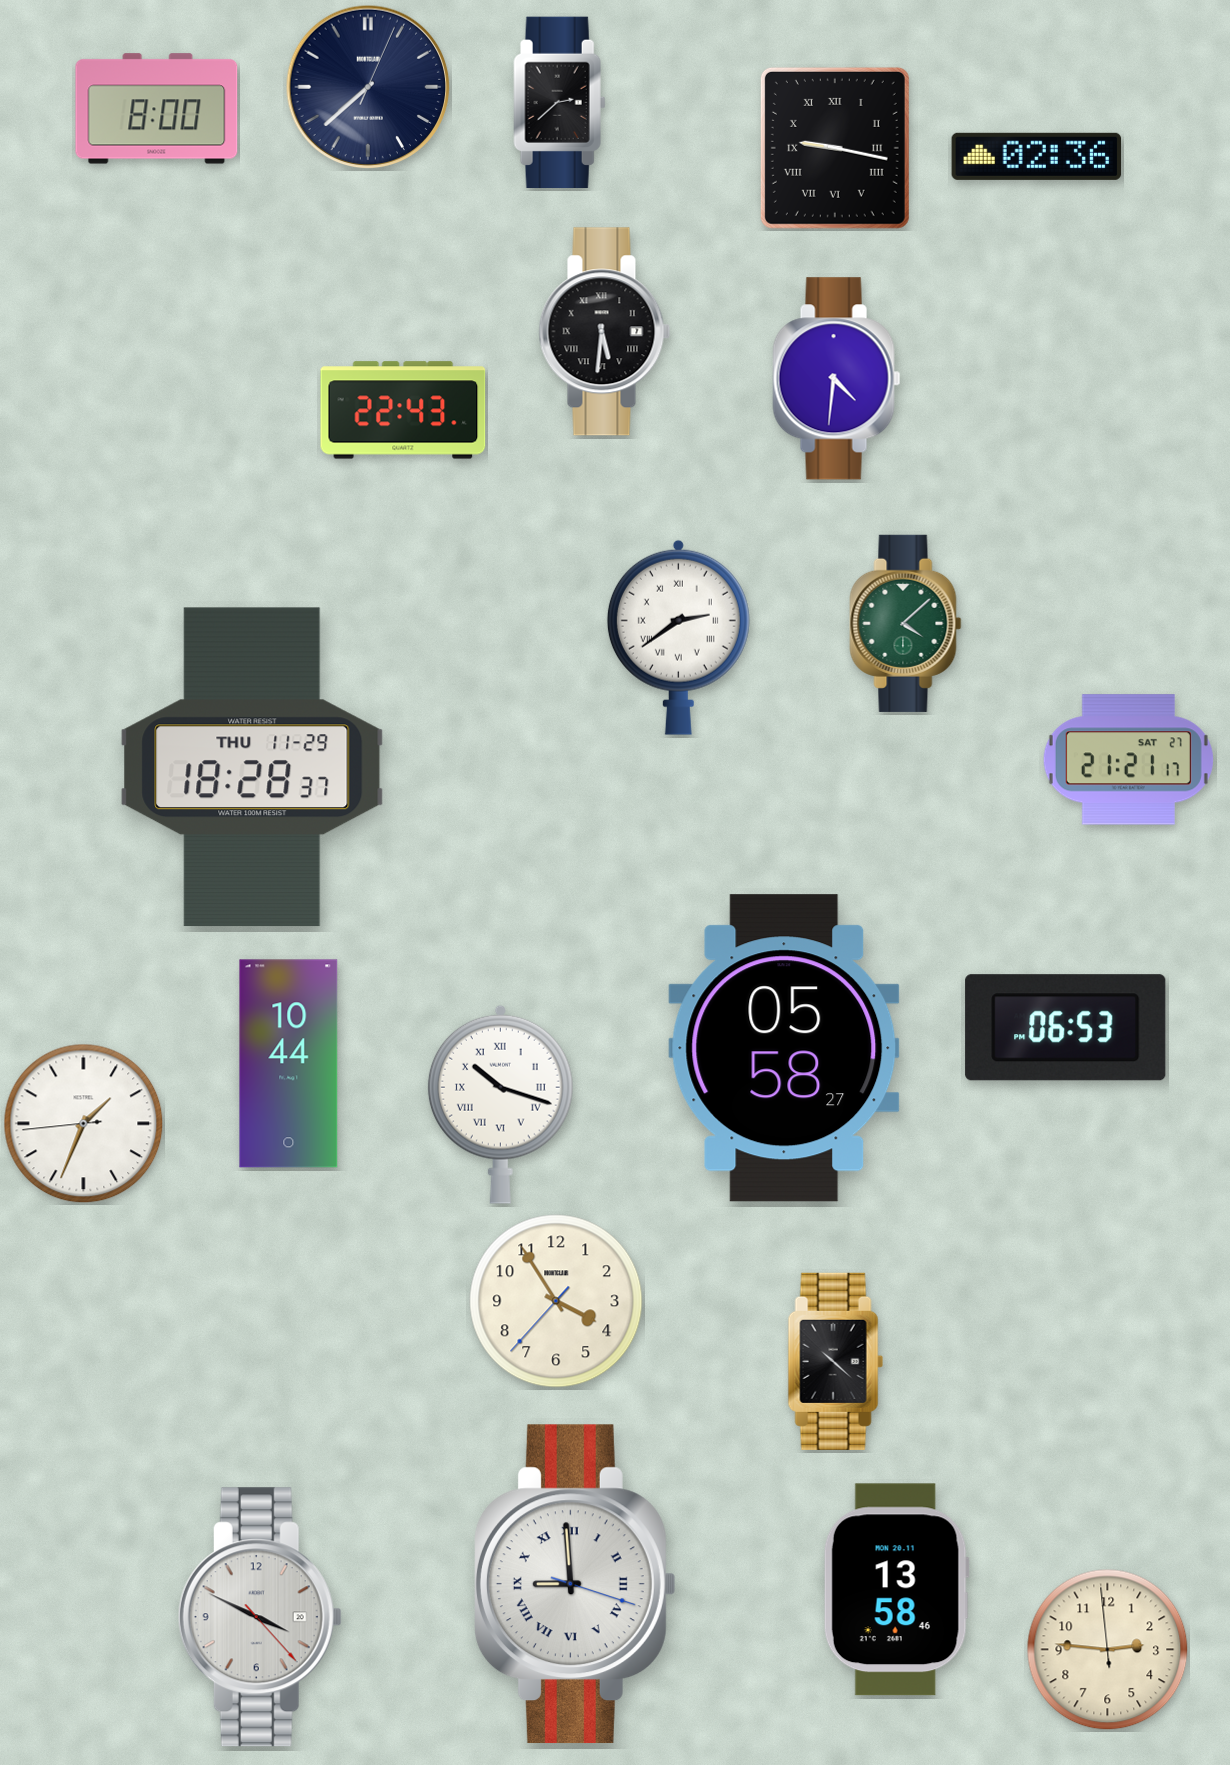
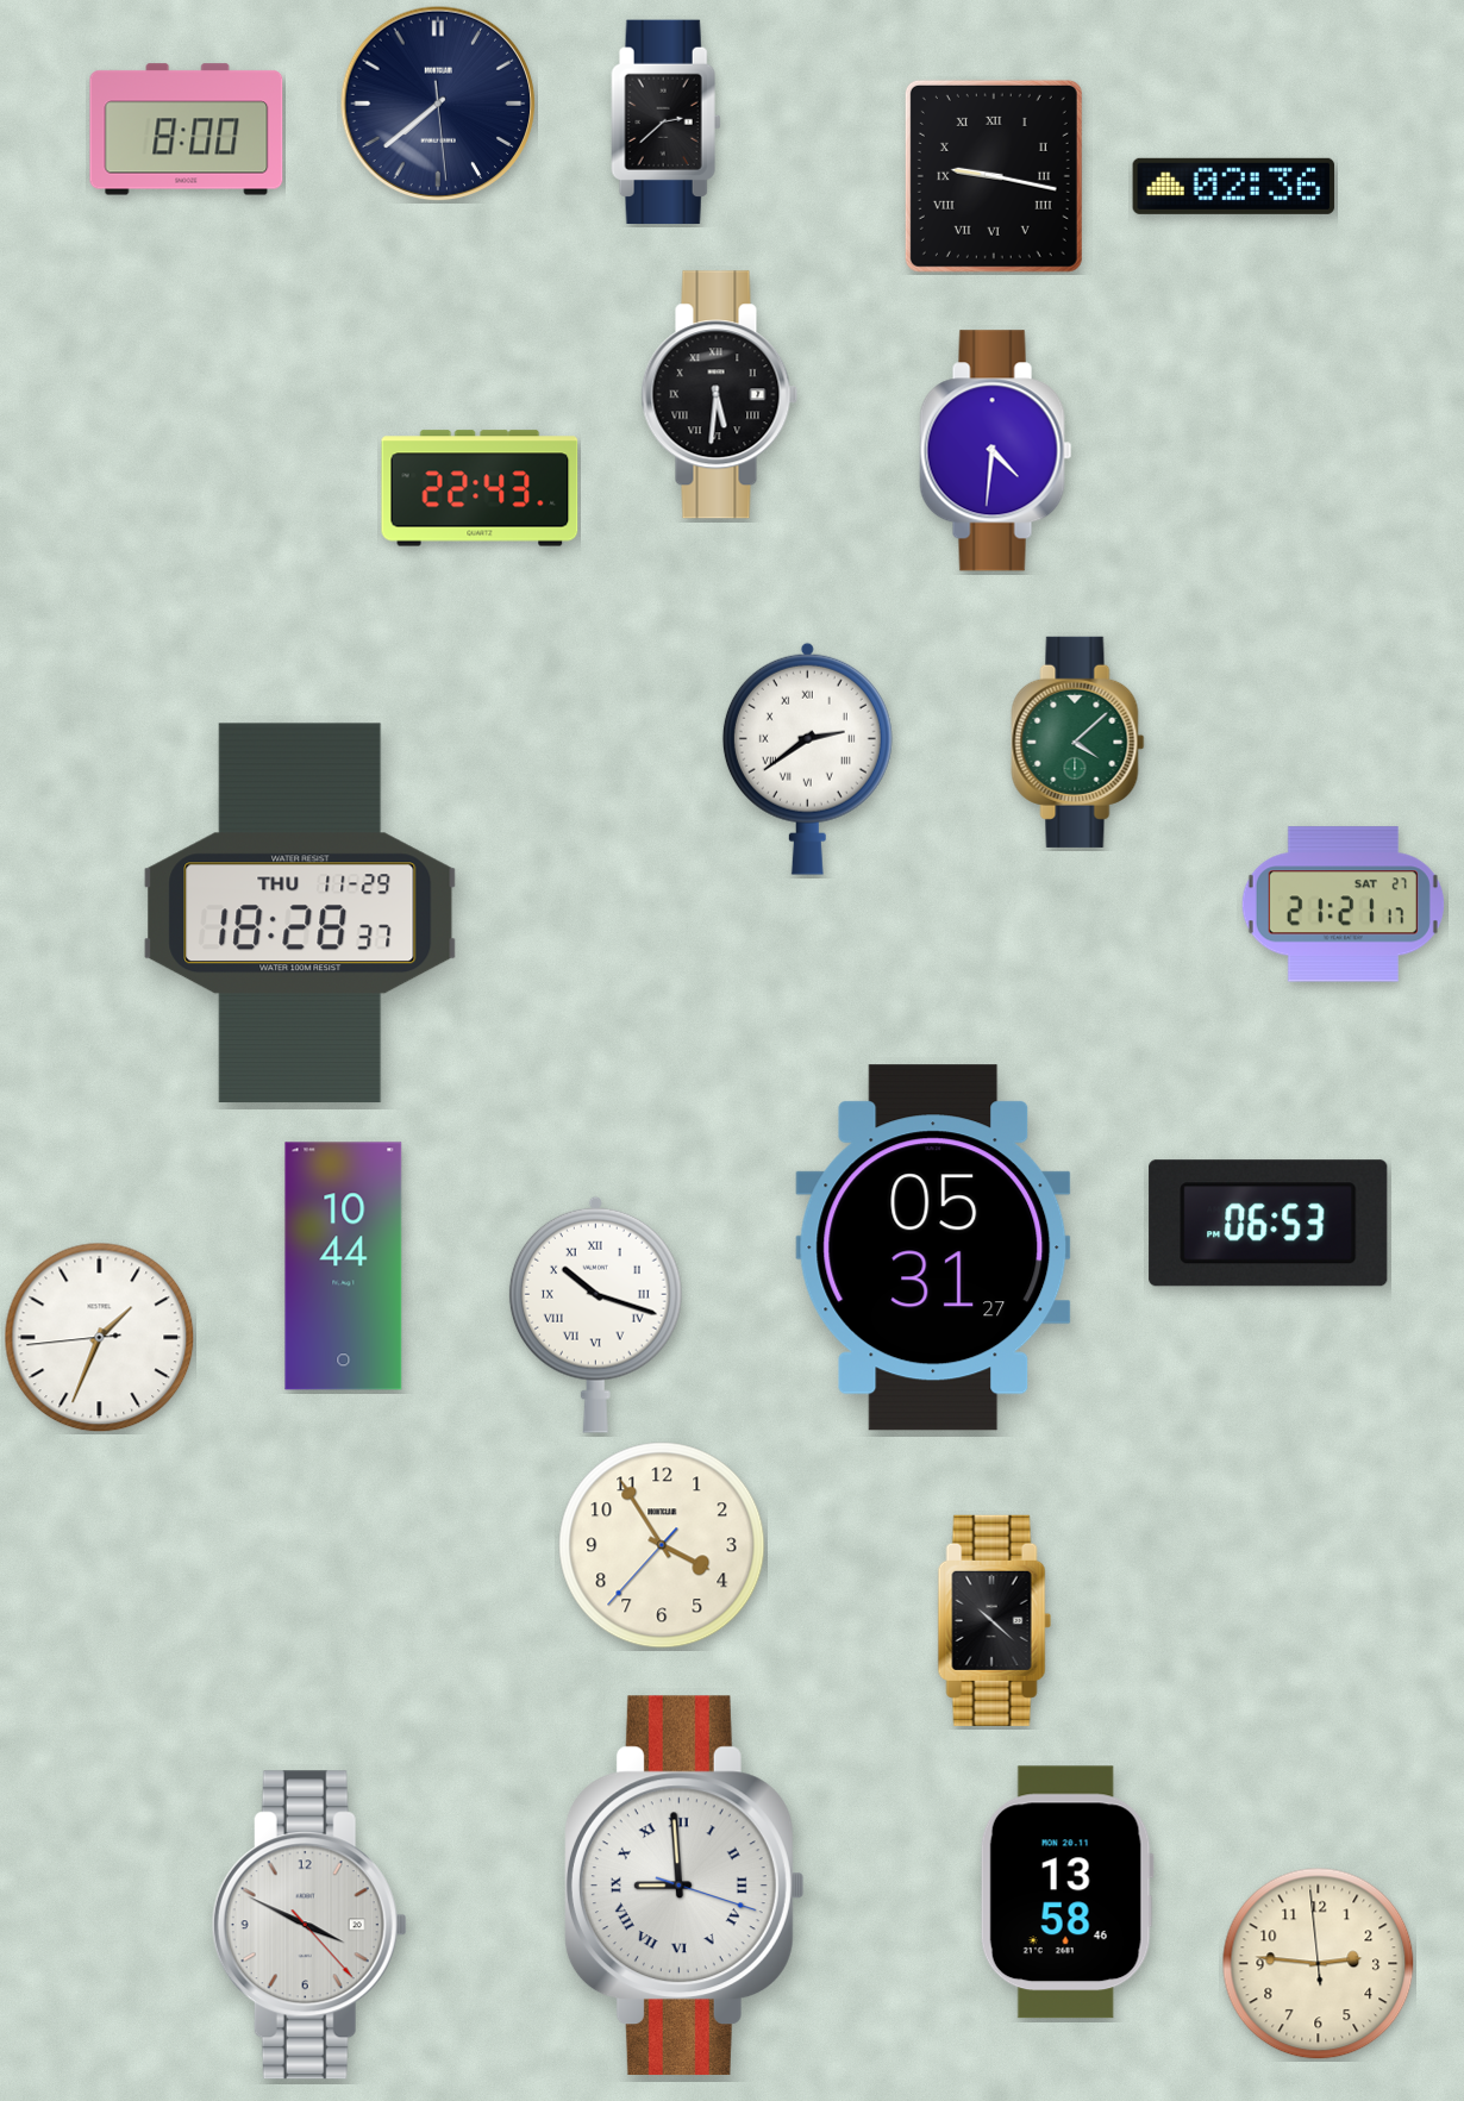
clock at (368, 87): 7:38:04 -> 7:38:29
clock at (784, 1048): 05:58 -> 05:31
clock at (556, 1301) position: (556, 1301) -> (662, 1545)
